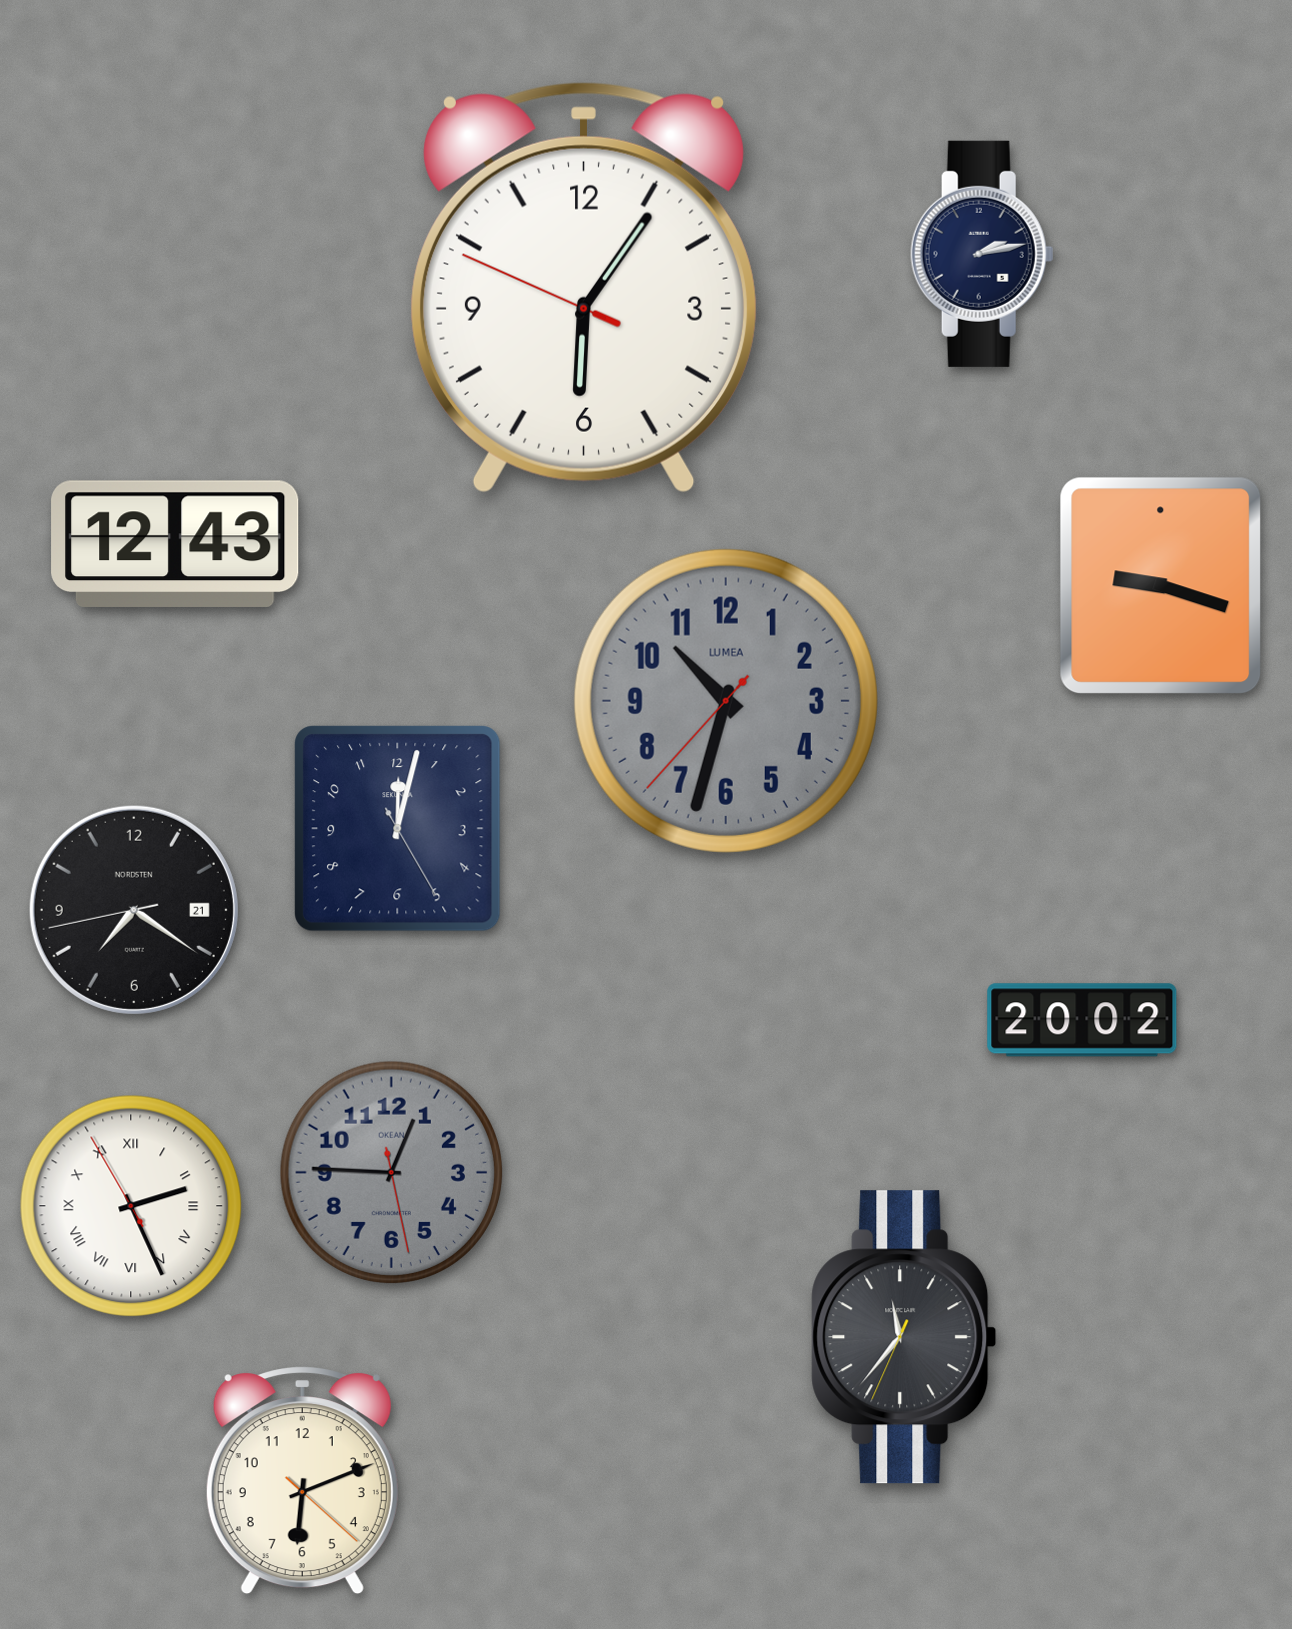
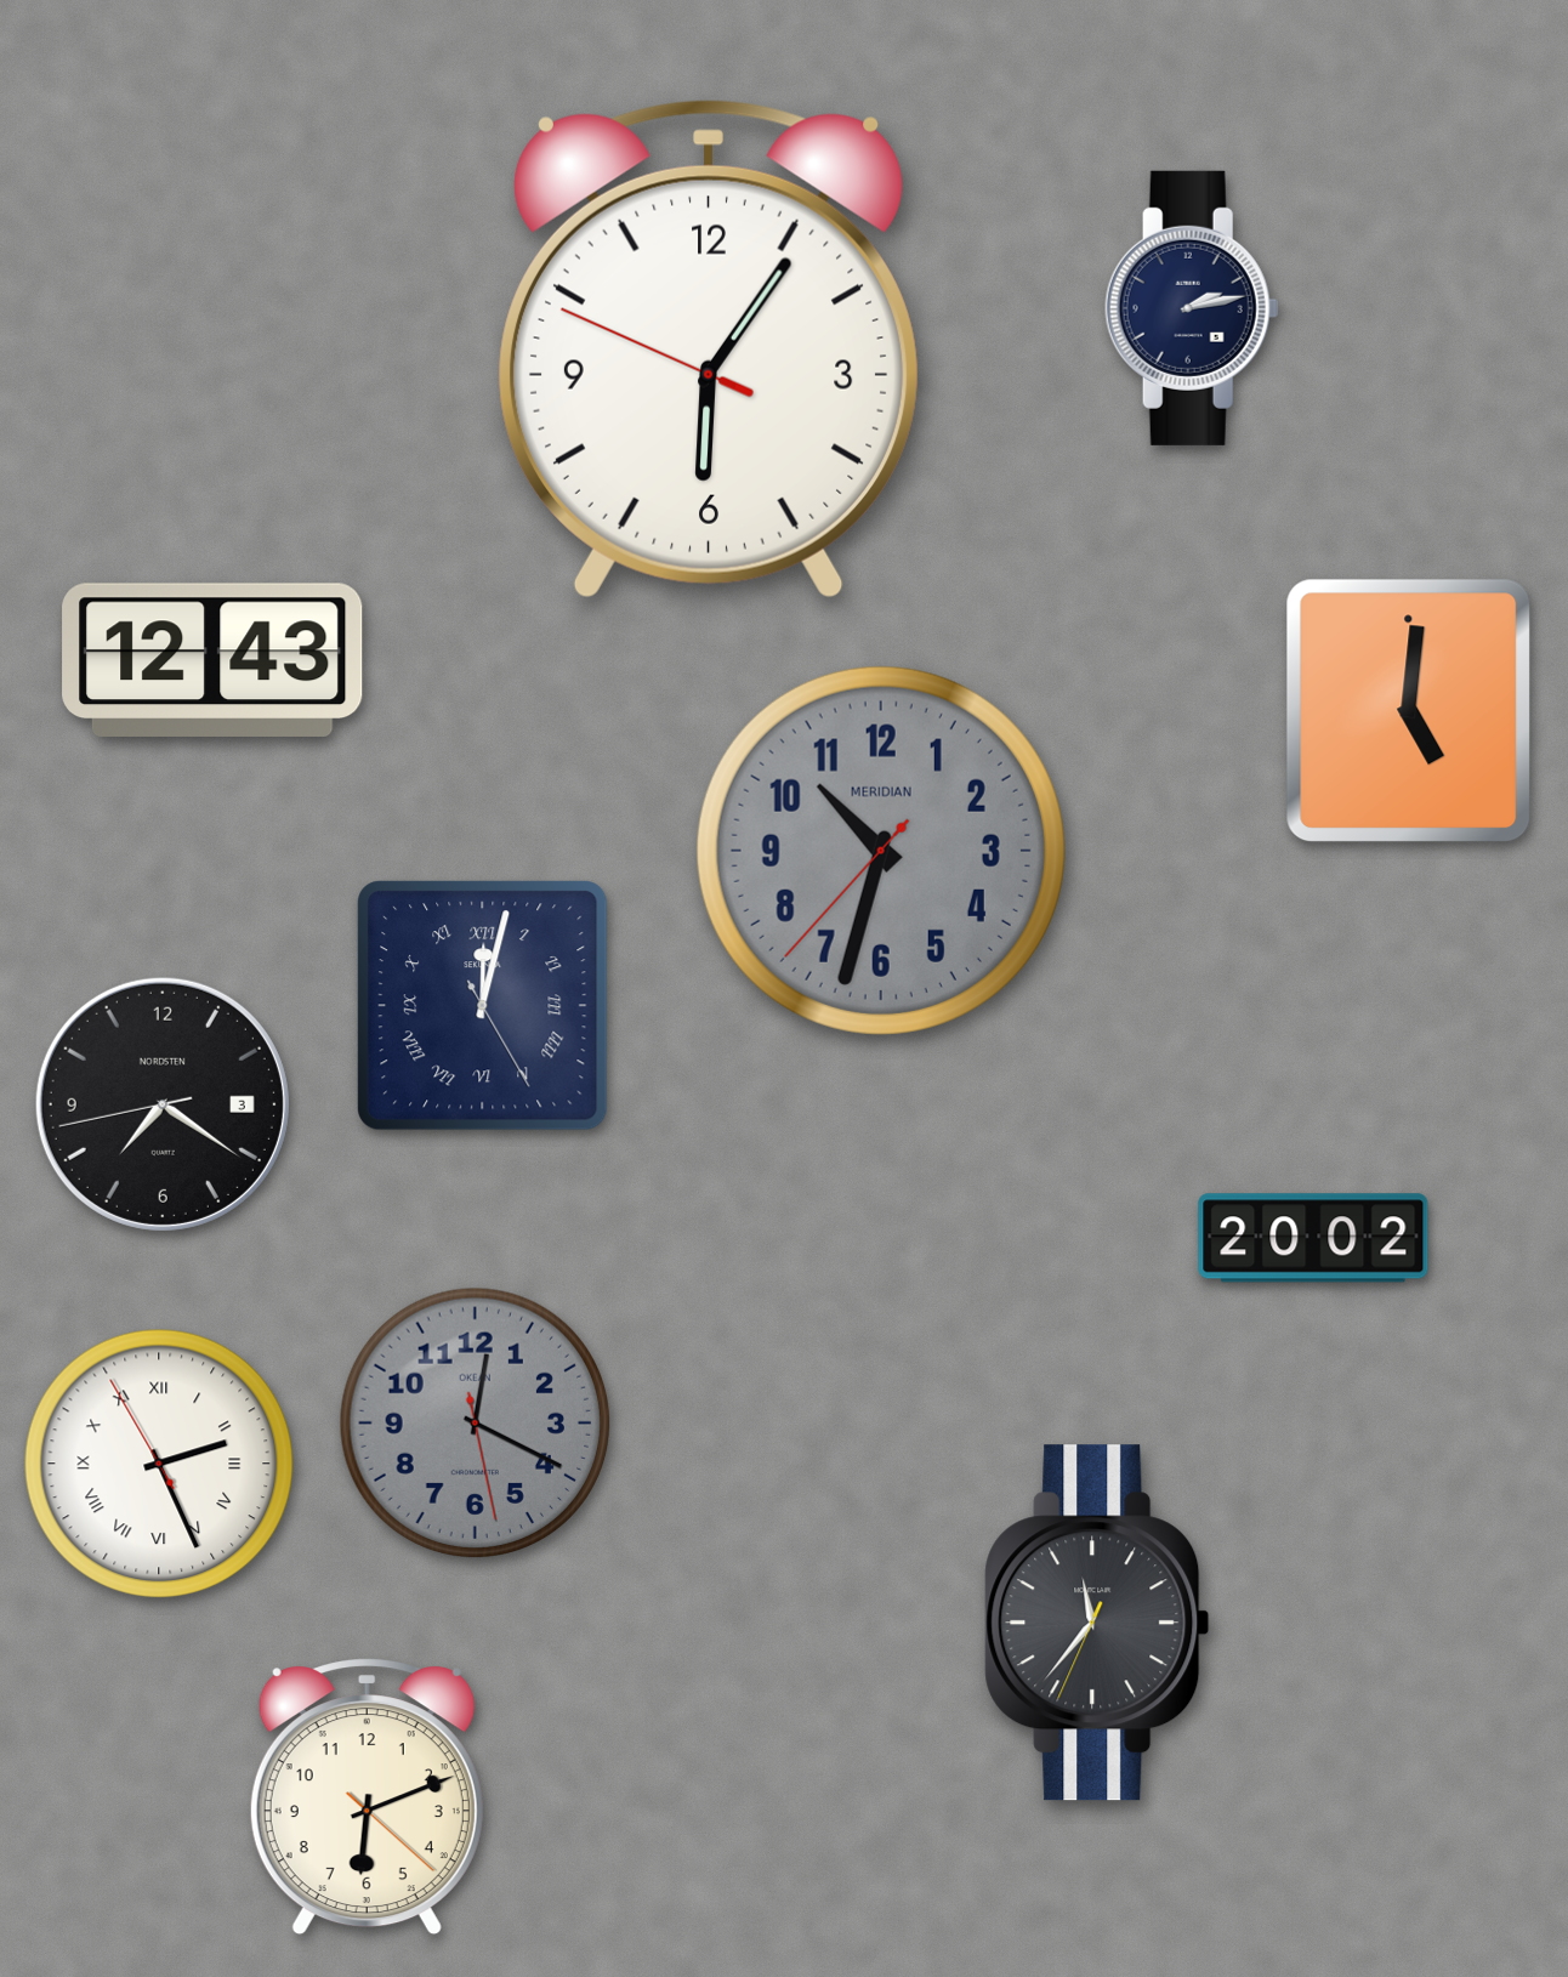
clock at (1161, 586): 9:18 -> 5:01
clock at (726, 701) brand: LUMEA -> MERIDIAN
clock at (398, 829) numerals: Arabic -> Roman
clock at (134, 910) date: 21 -> 3
clock at (391, 1172): 12:45 -> 12:19
